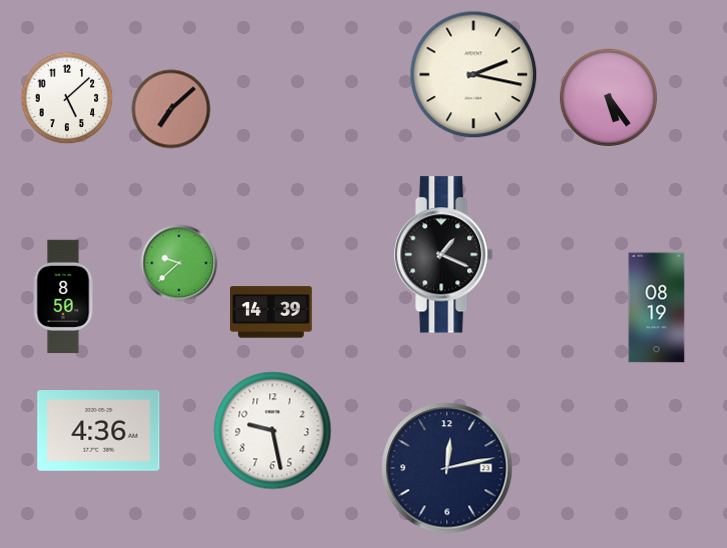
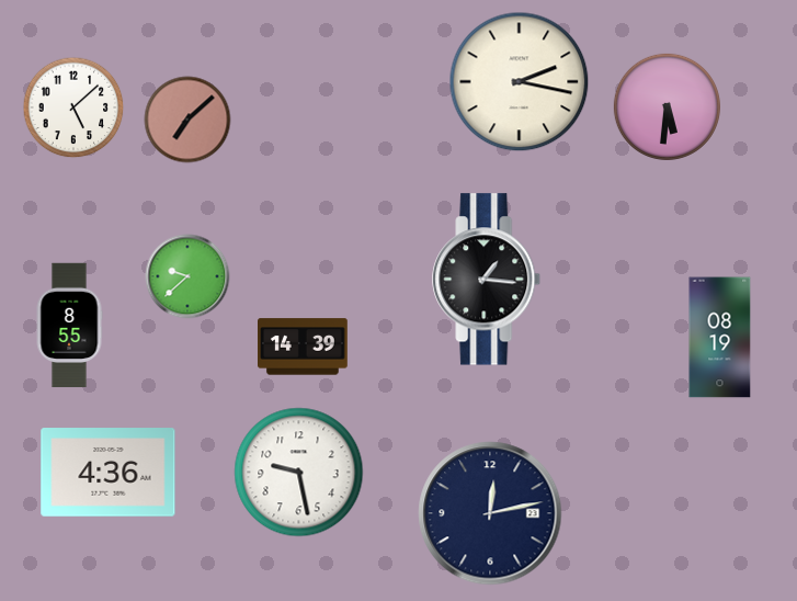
clock at (608, 97): 5:24 -> 5:31
clock at (444, 255): 1:19 -> 1:16
clock at (179, 263) position: (179, 263) -> (187, 276)
clock at (63, 297): 8:50 -> 8:55
clock at (272, 312) position: (272, 312) -> (304, 347)
